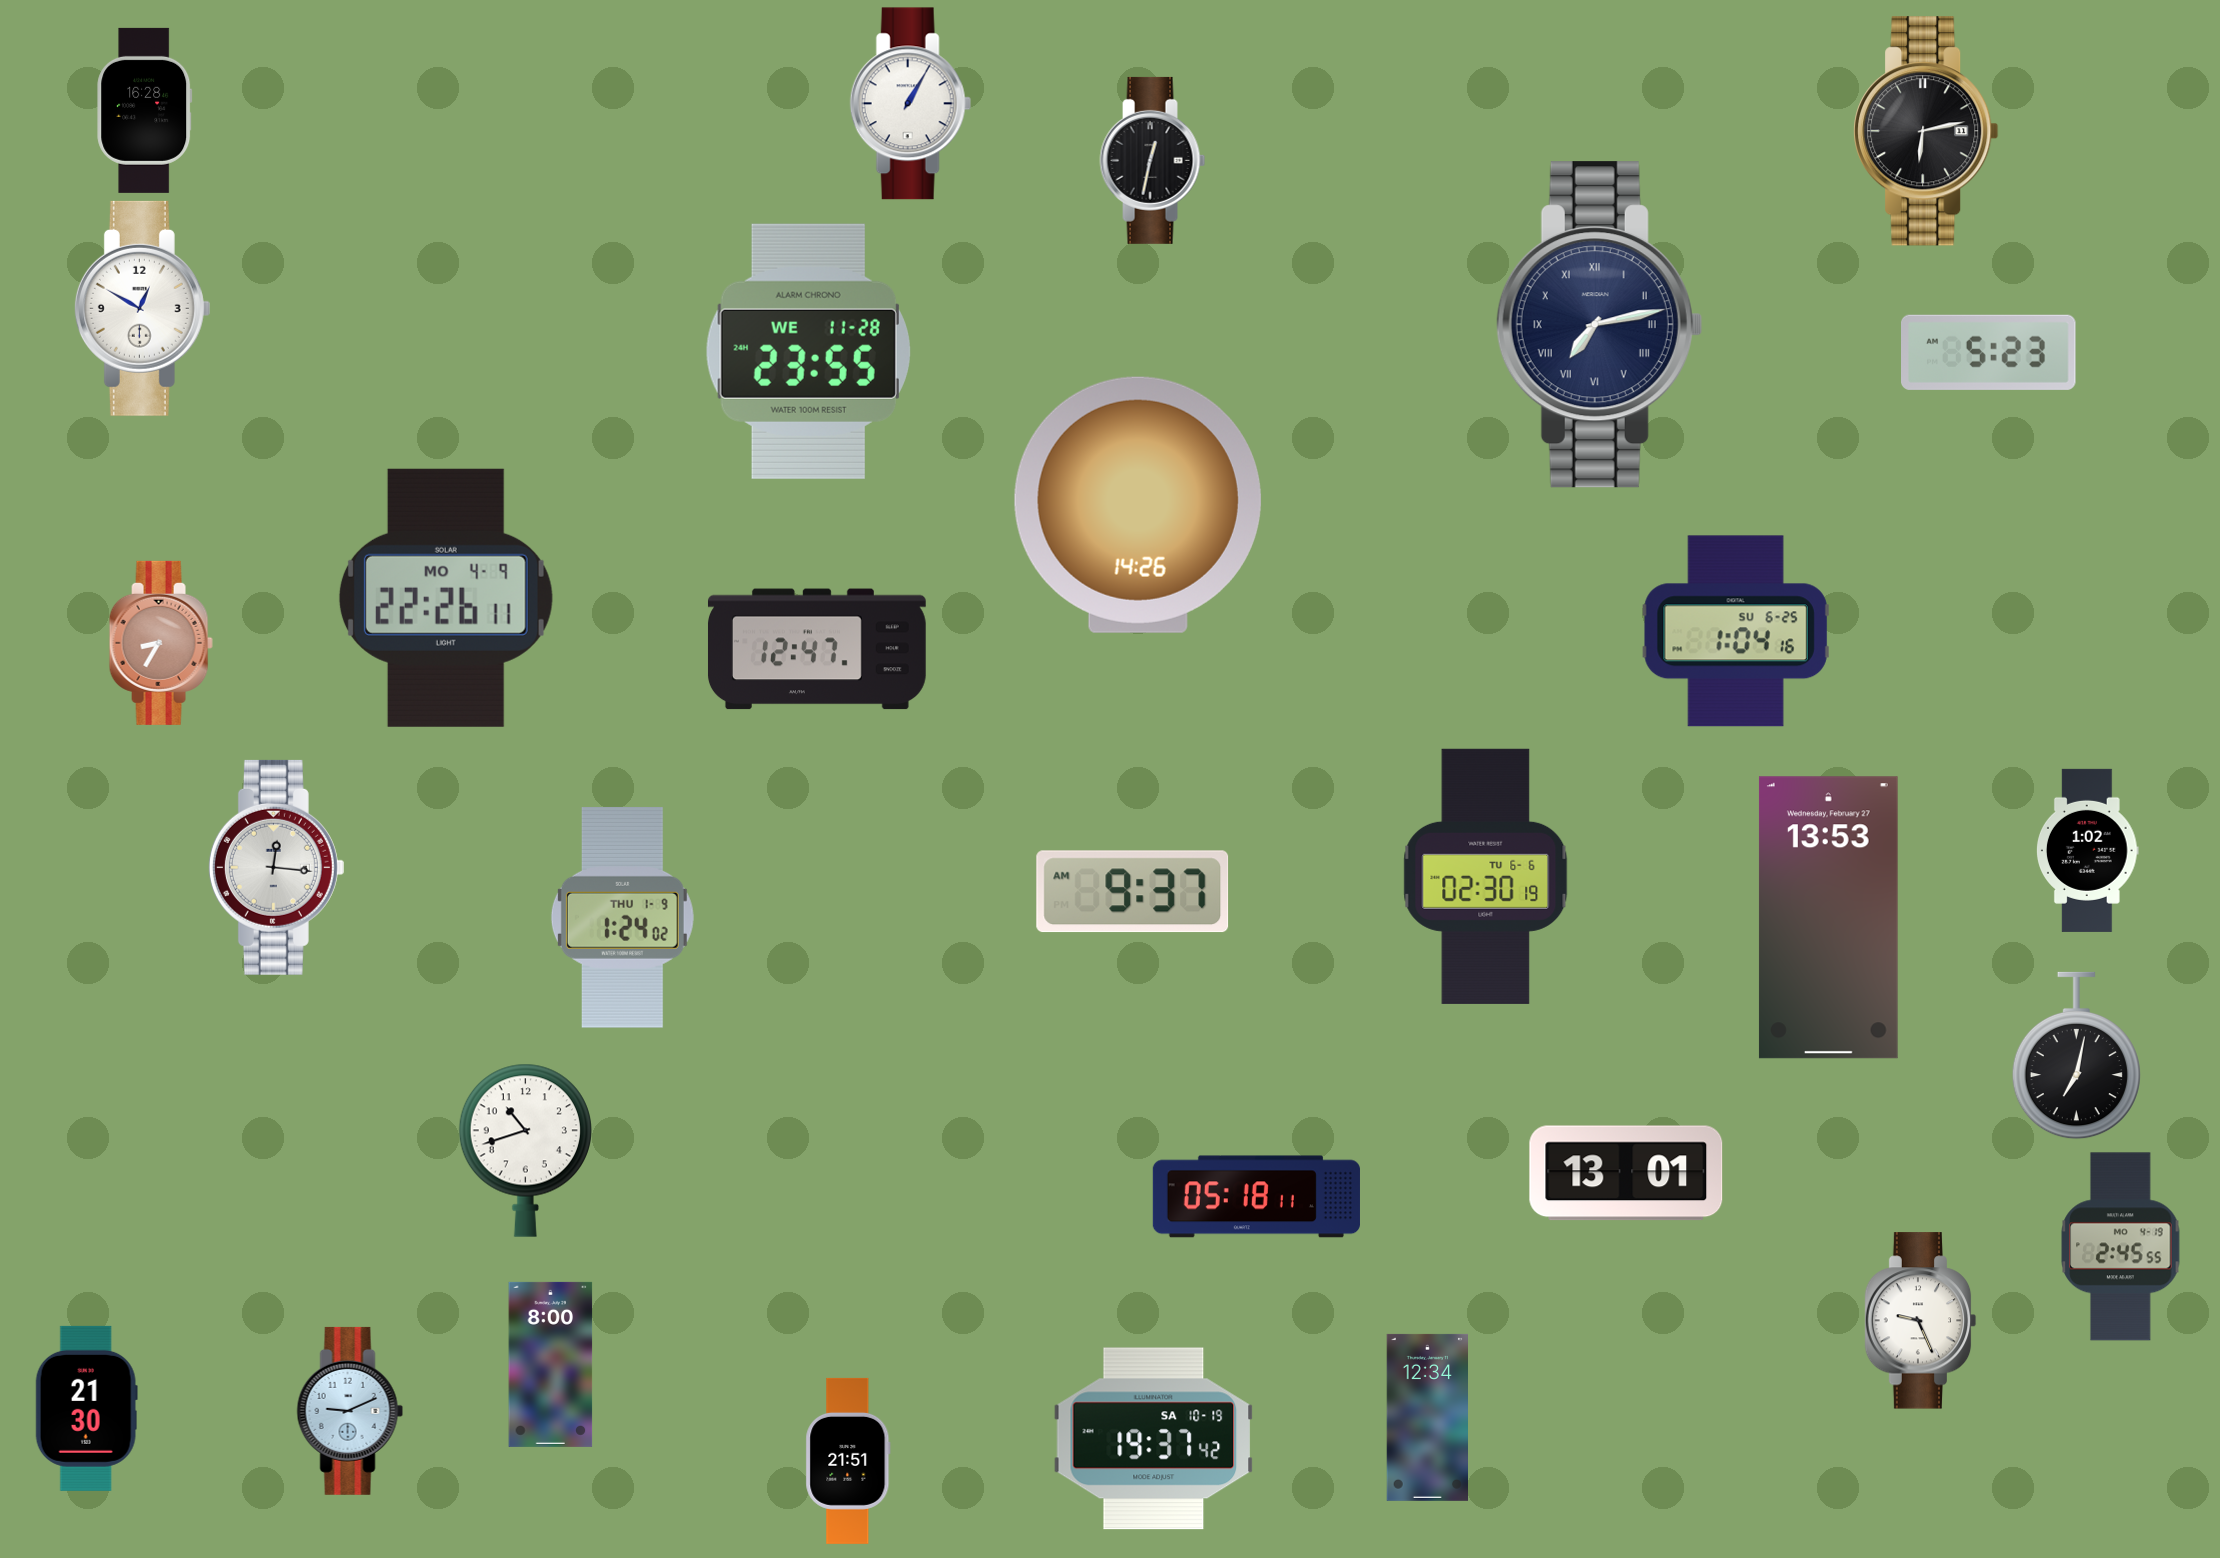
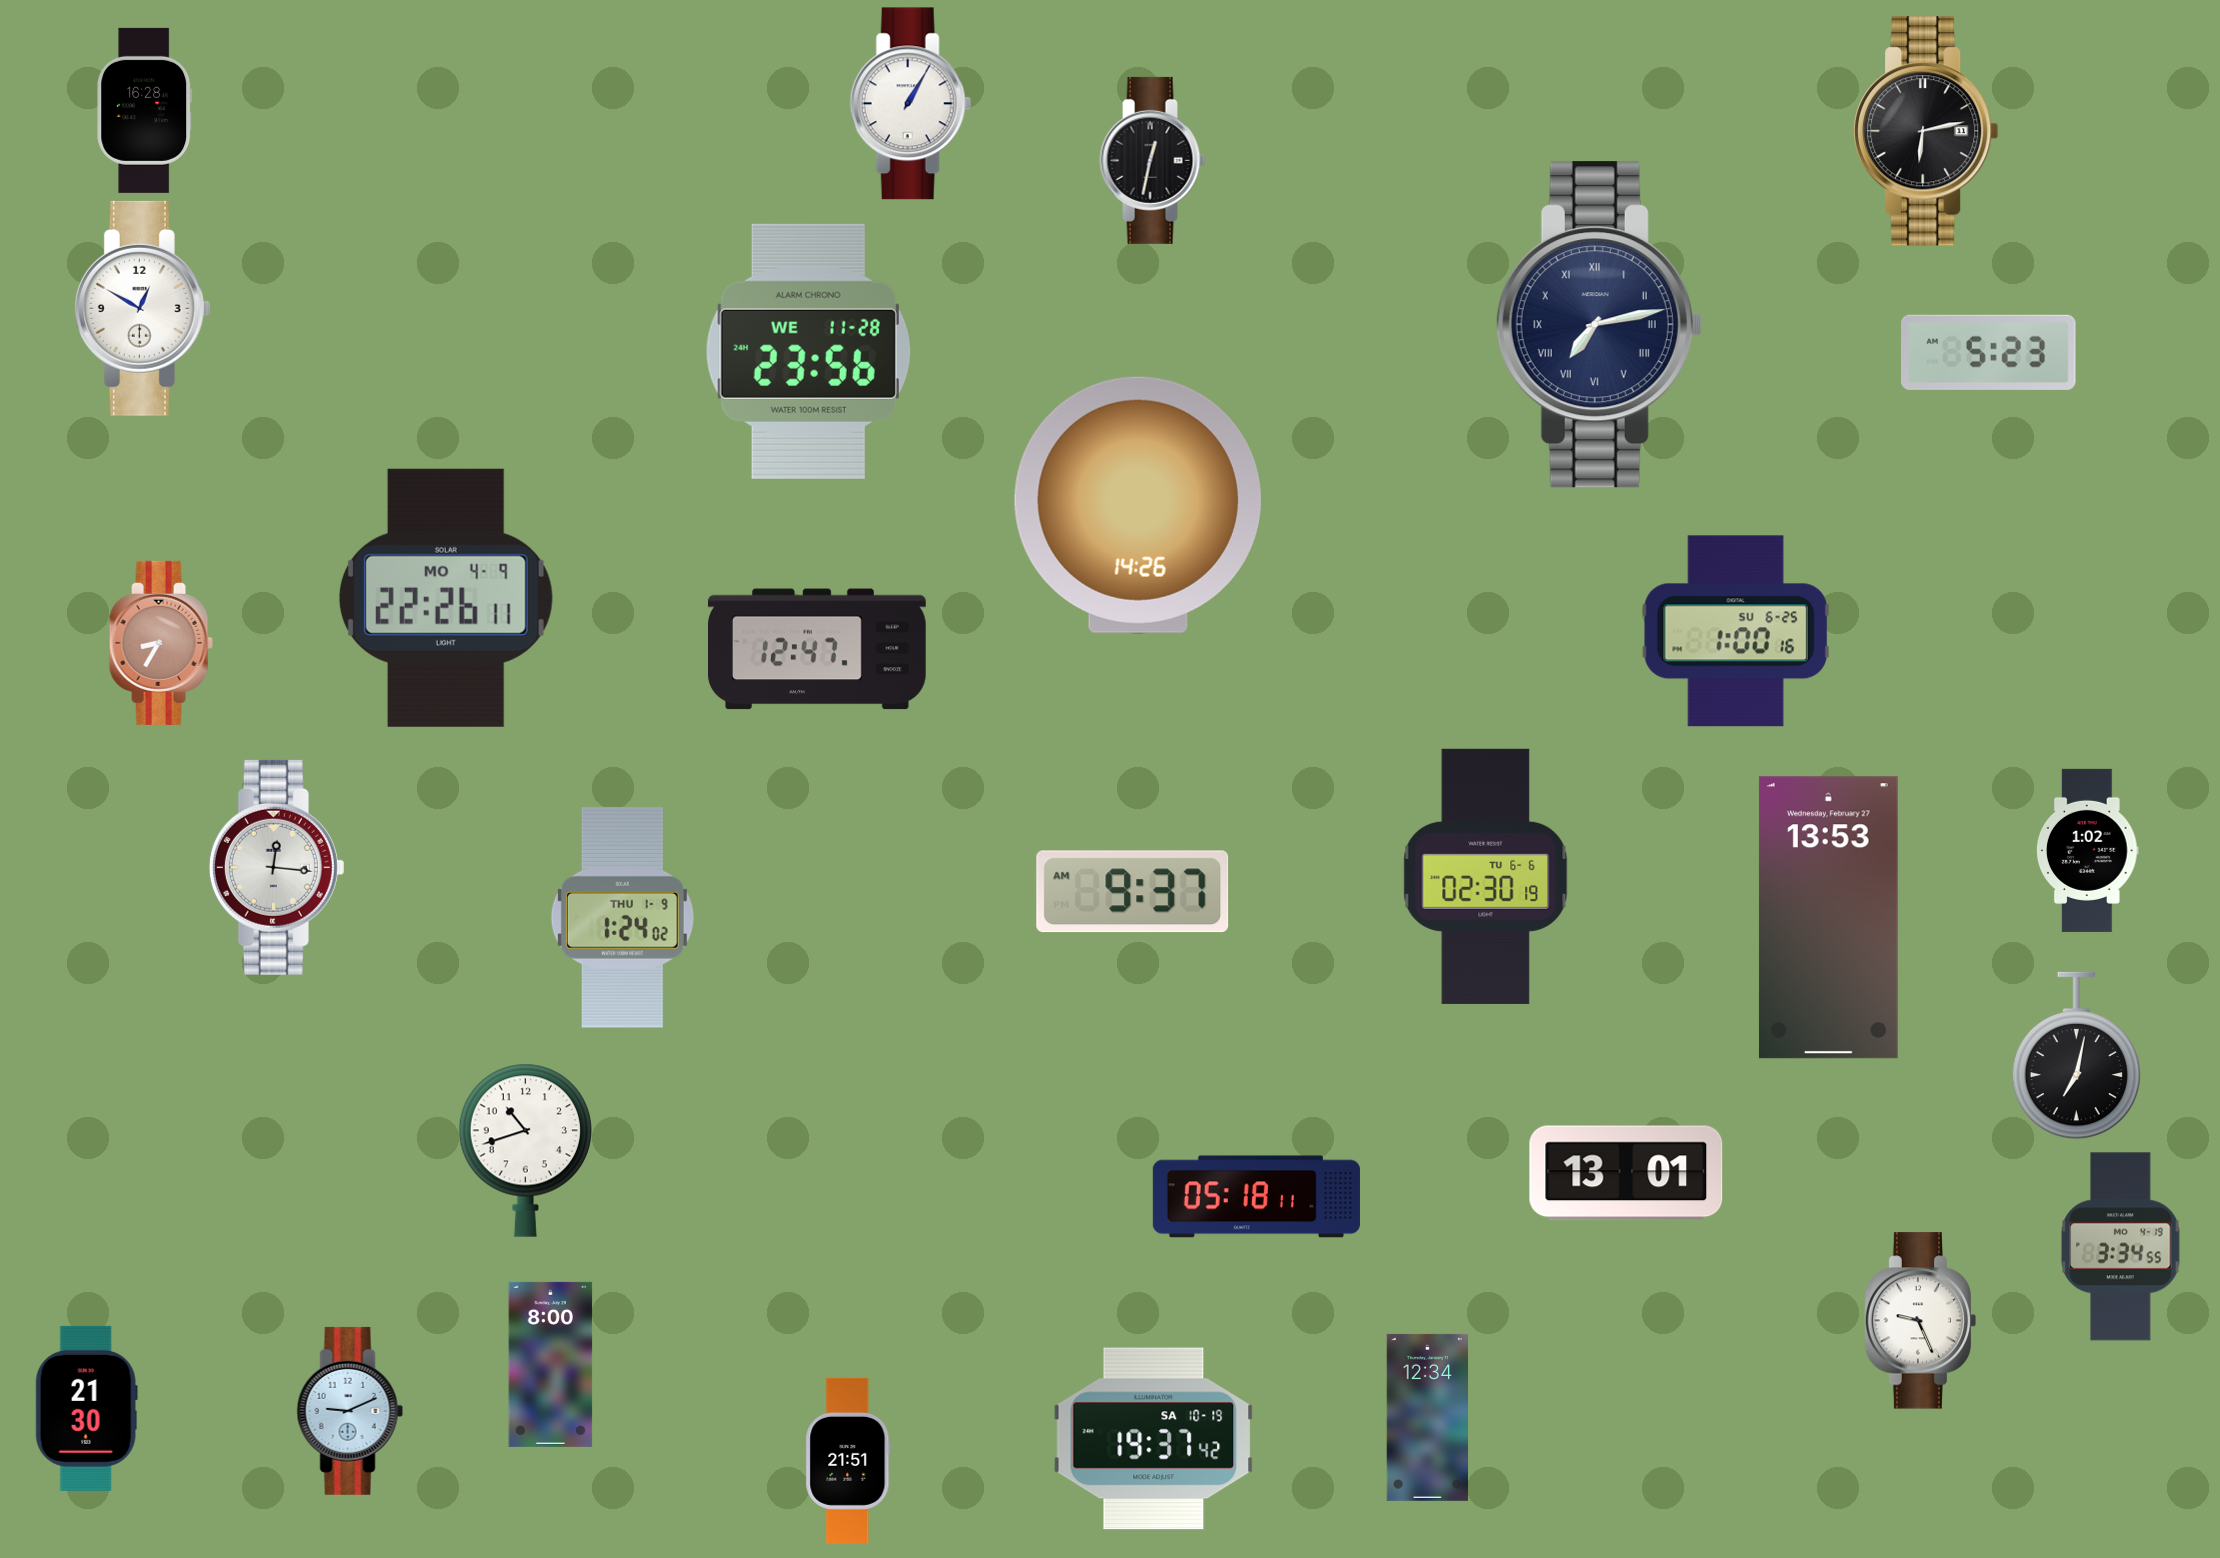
clock at (808, 351): 23:55 -> 23:56
clock at (1736, 631): 1:04 -> 1:00
clock at (2121, 1247): 2:45 -> 3:34
